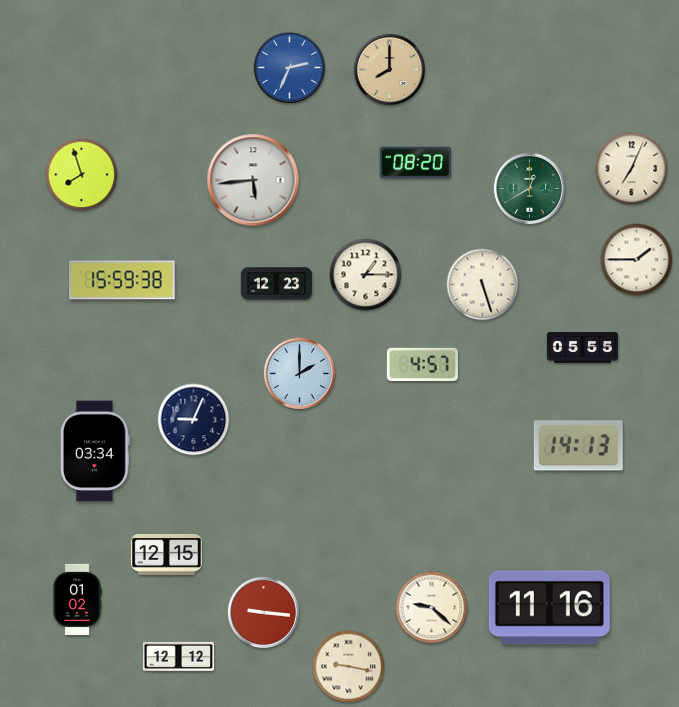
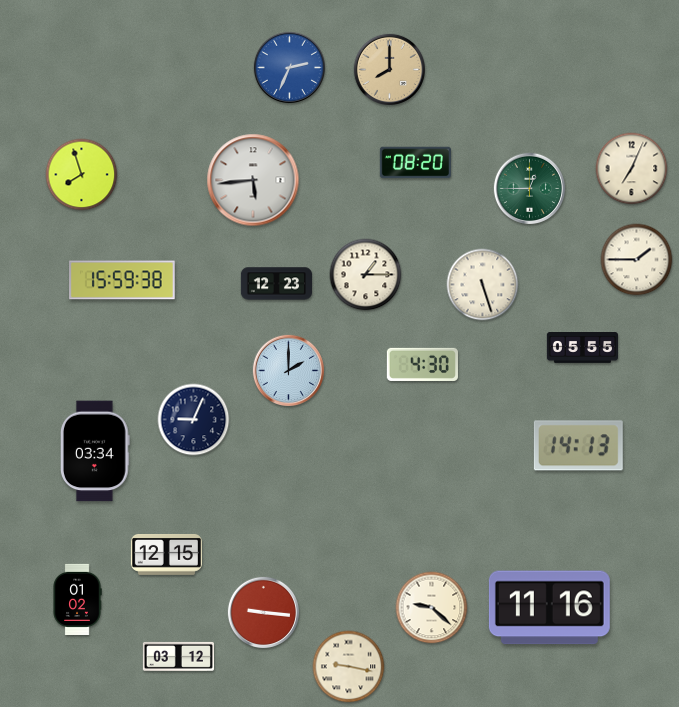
clock at (529, 188): 12:40 -> 12:45
clock at (422, 364): 4:57 -> 4:30
clock at (299, 373) position: (299, 373) -> (288, 370)
clock at (178, 656): 12:12 -> 03:12
